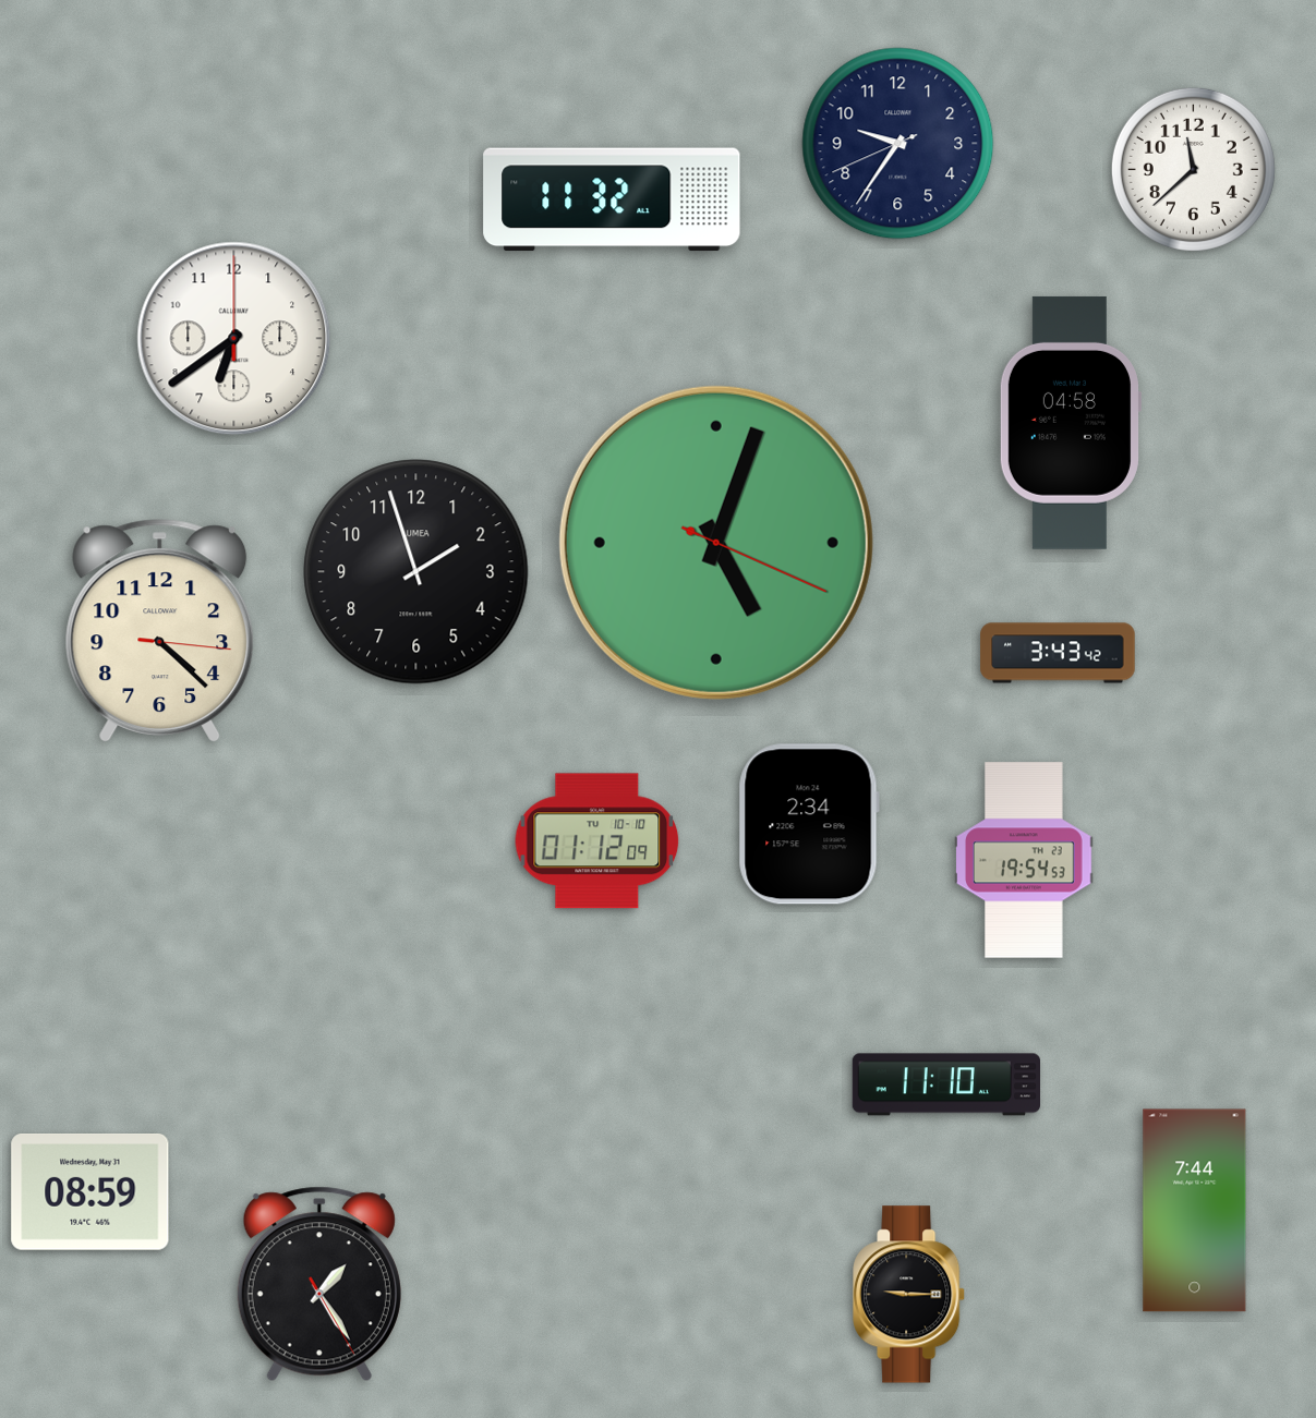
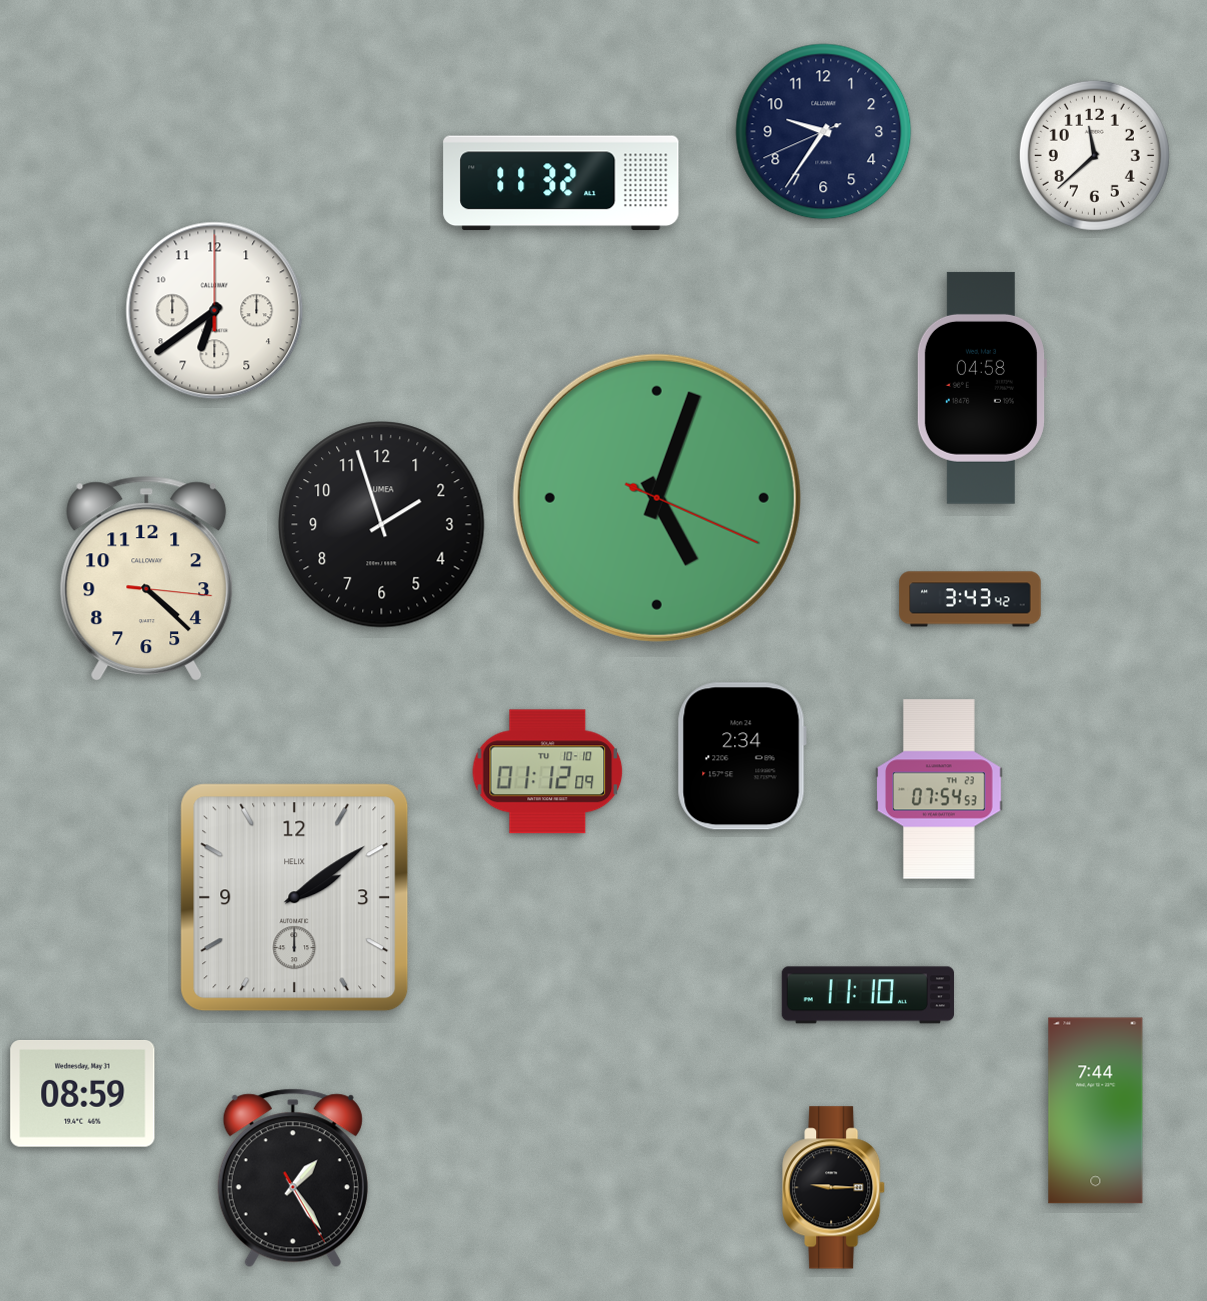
clock at (1024, 860): 19:54 -> 07:54
clock at (295, 898): none -> 2:09
